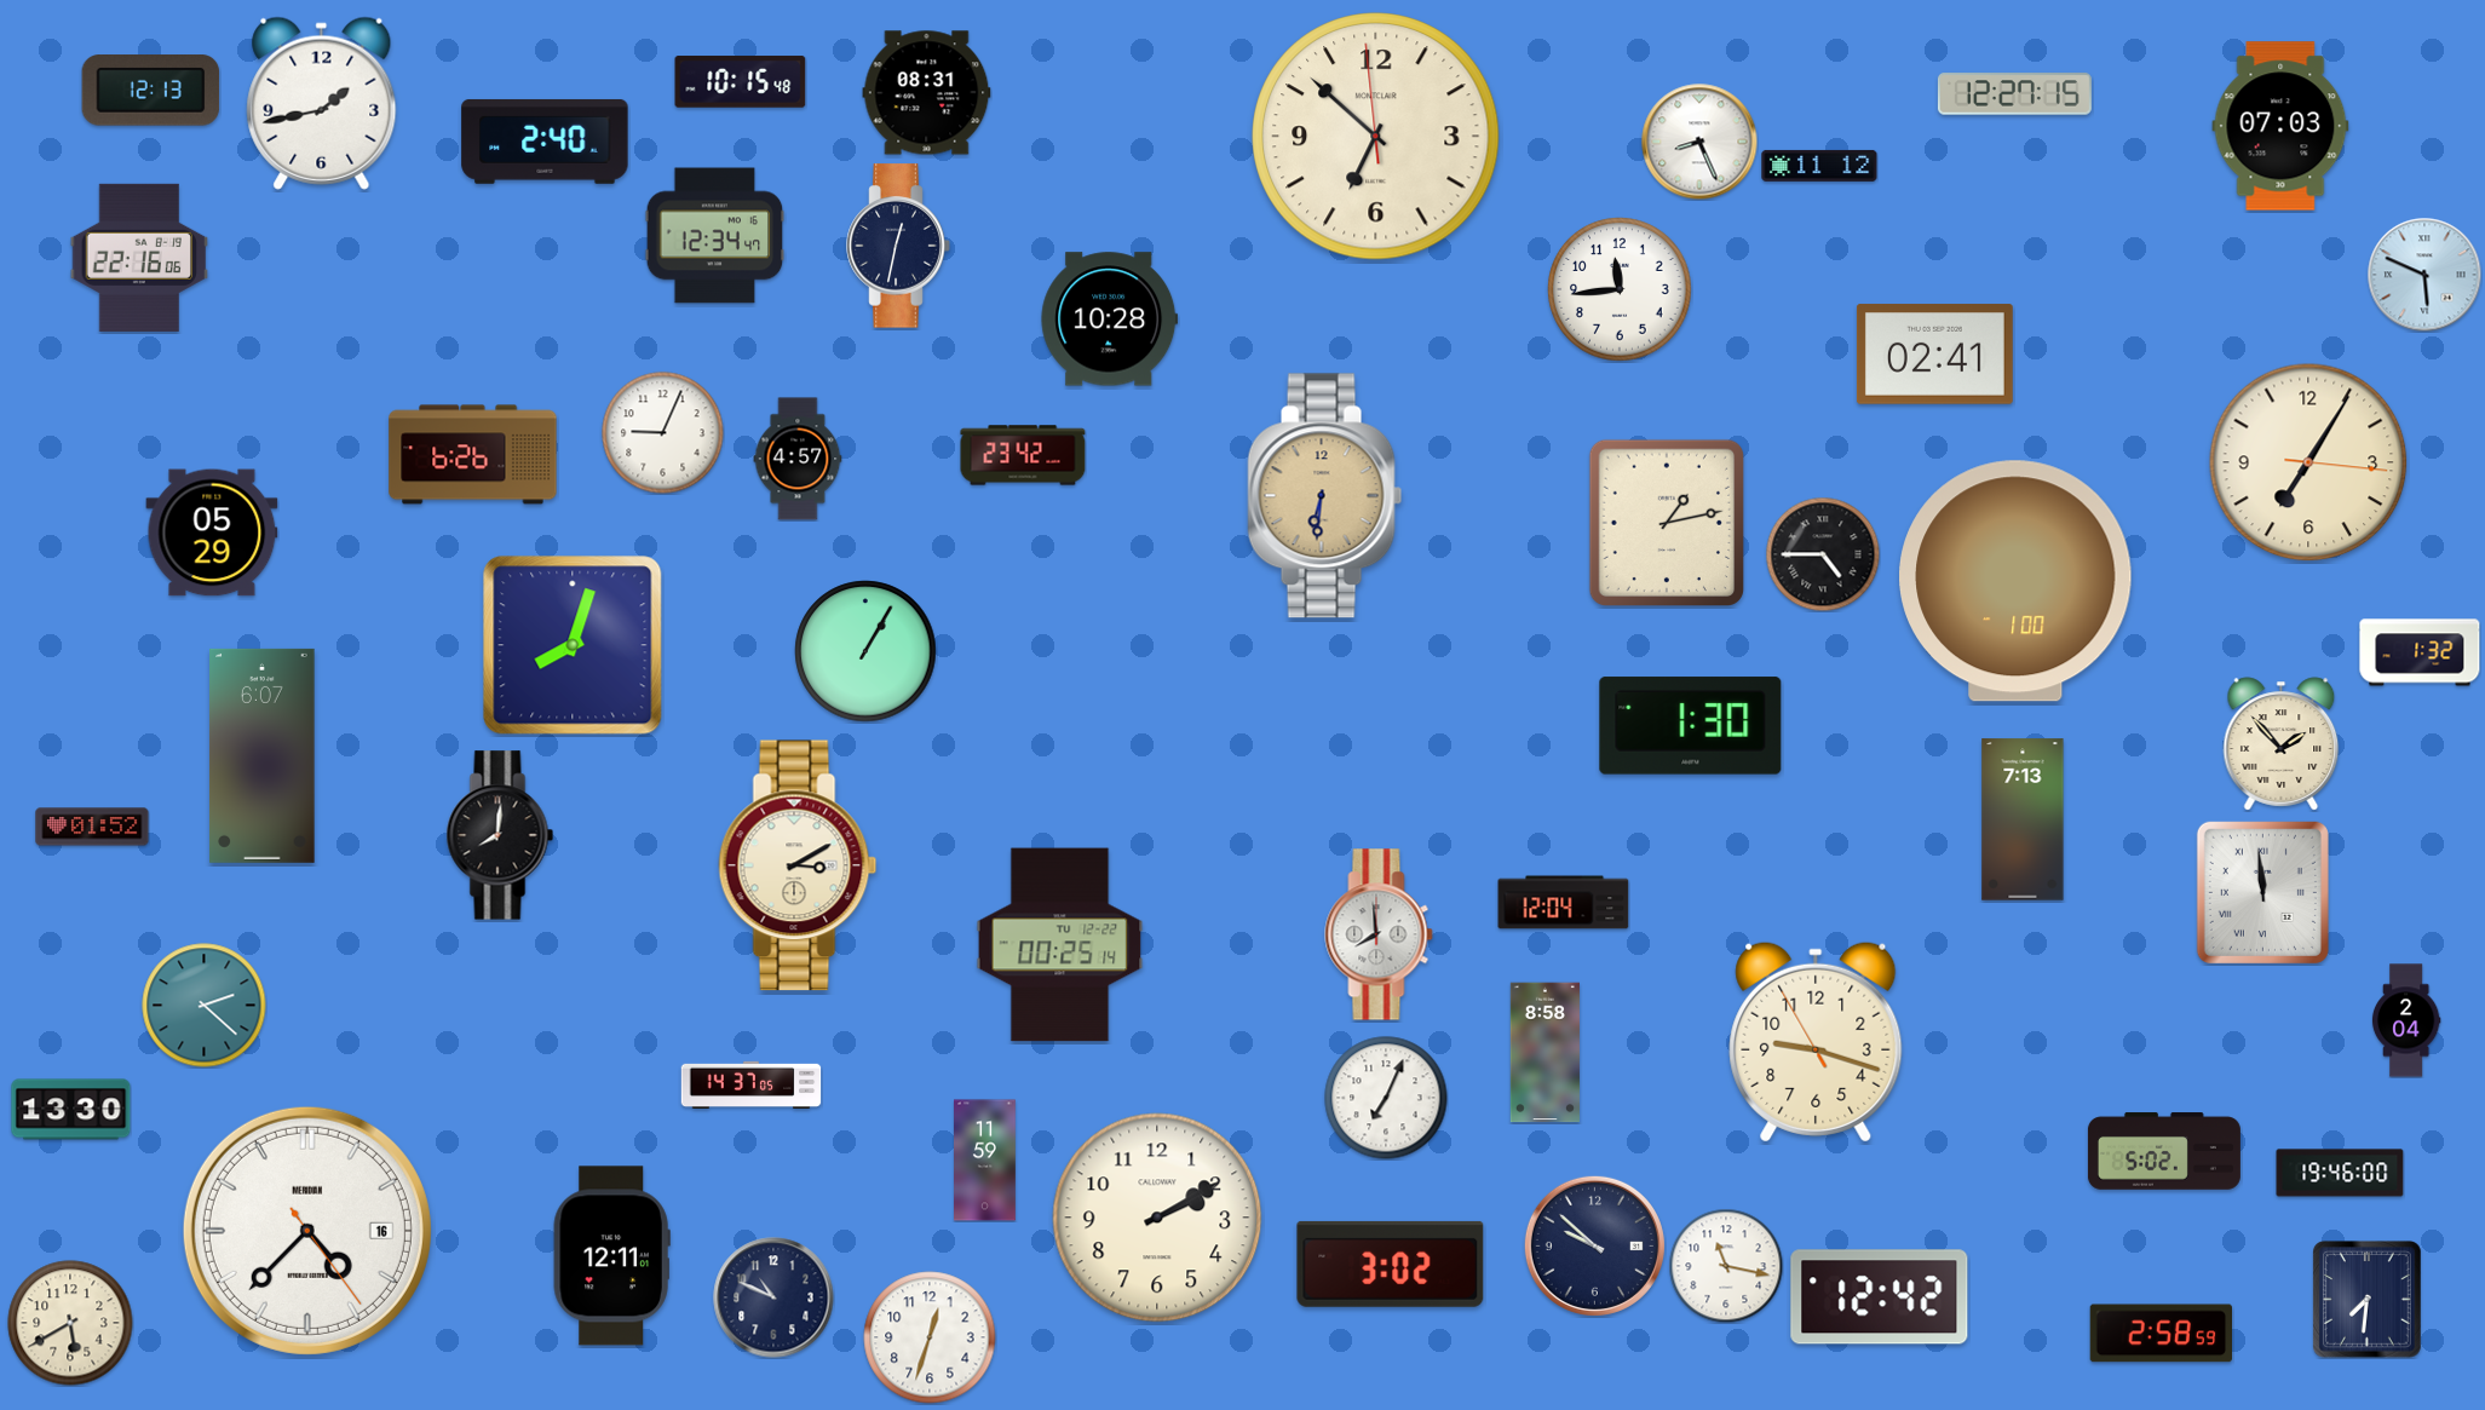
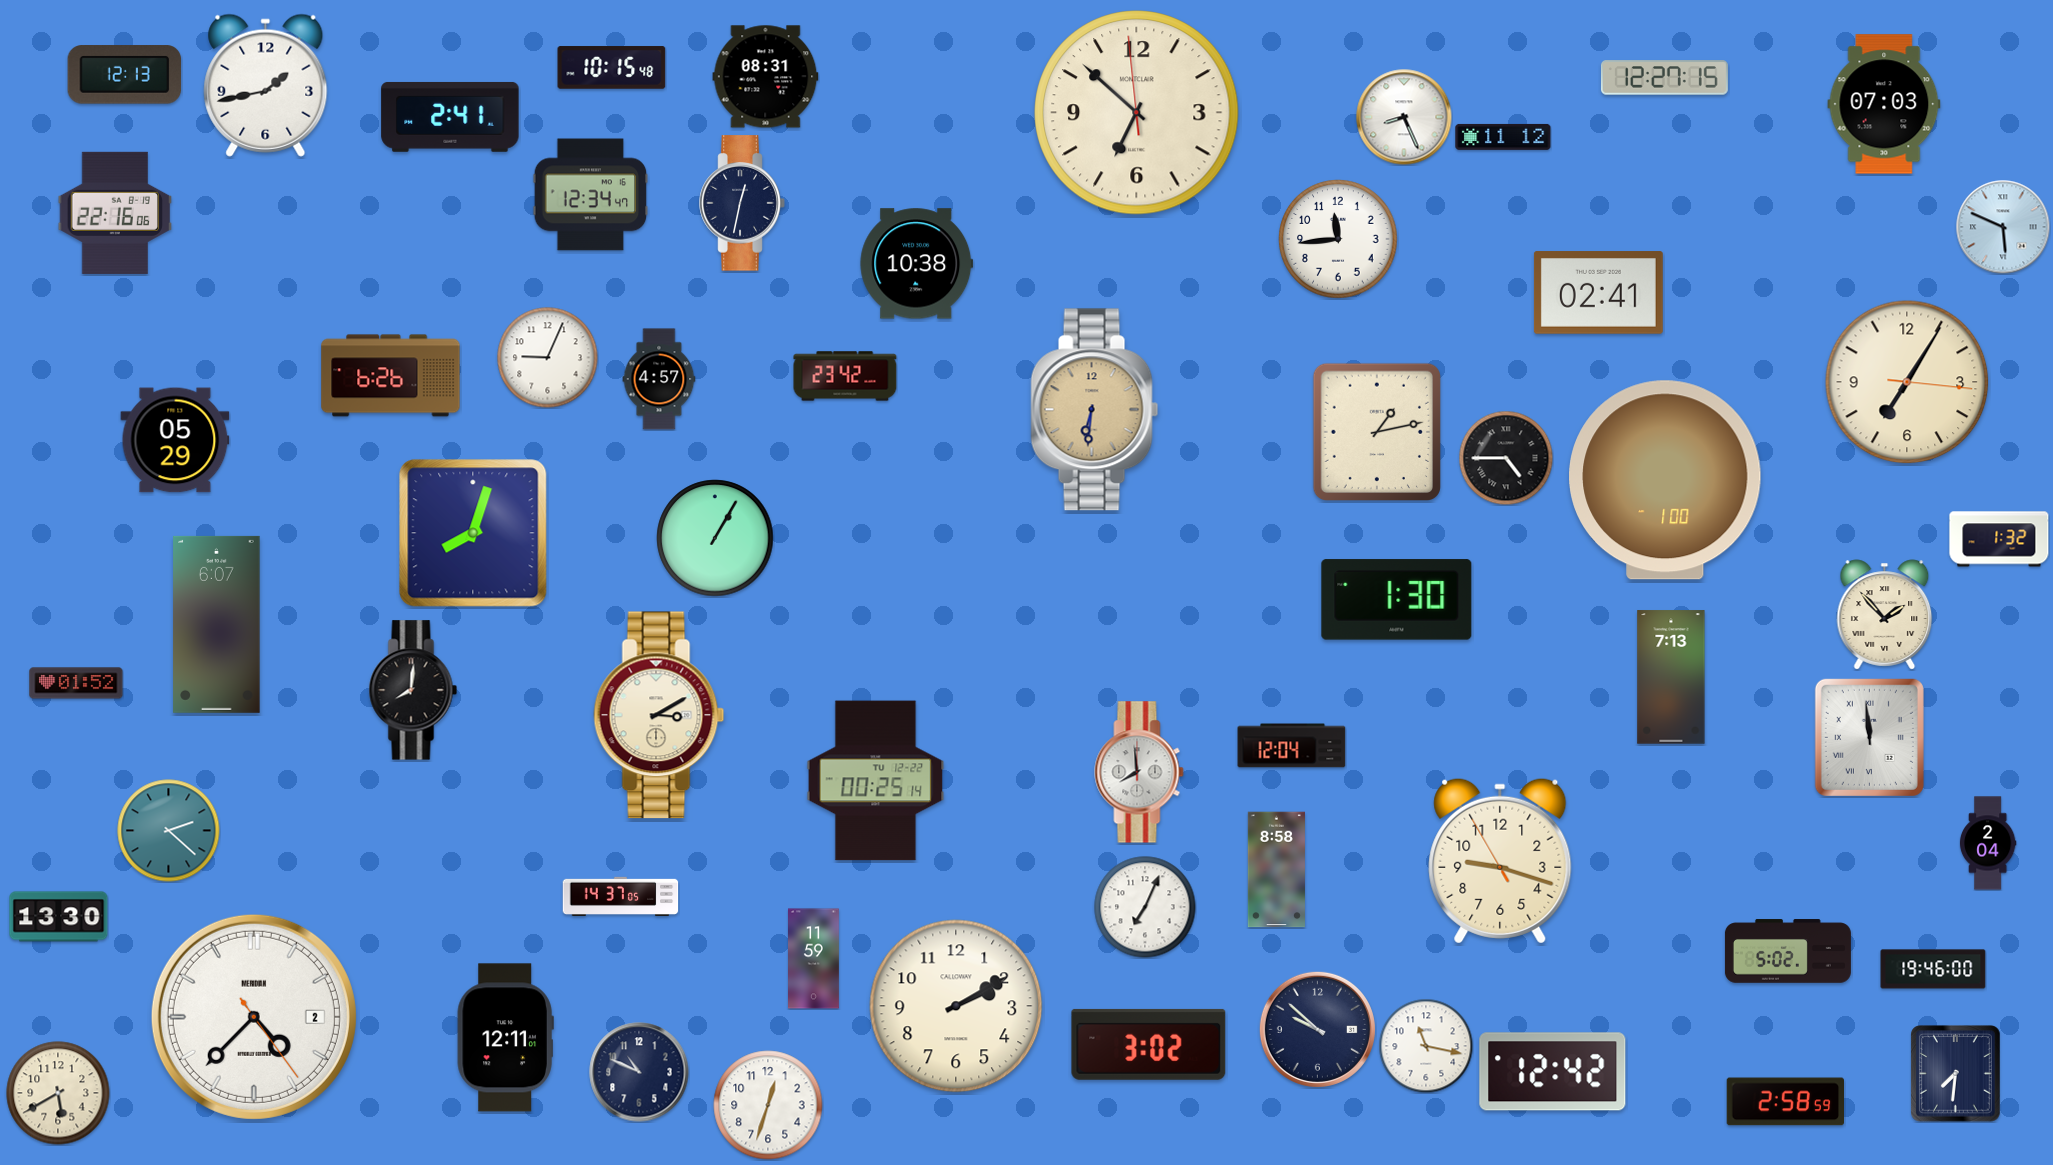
clock at (545, 142): 2:40 -> 2:41
clock at (1110, 320): 10:28 -> 10:38
clock at (307, 1231) date: 16 -> 2
